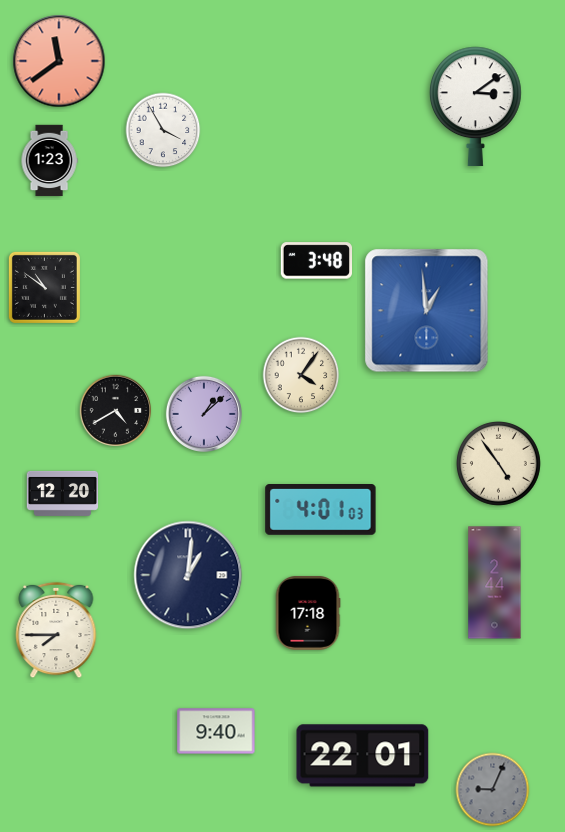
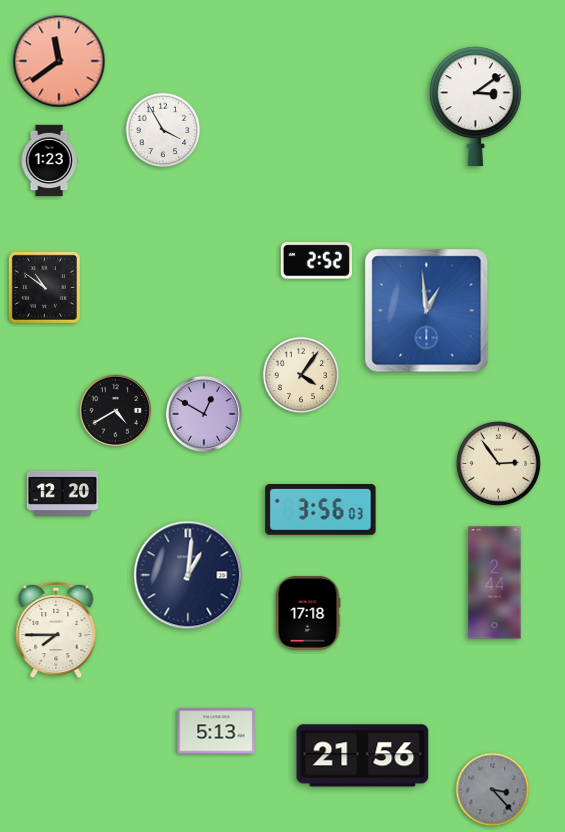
clock at (316, 261): 3:48 -> 2:52
clock at (204, 414): 1:08 -> 12:50
clock at (498, 463): 4:54 -> 2:54
clock at (321, 510): 4:01 -> 3:56
clock at (216, 731): 9:40 -> 5:13
clock at (363, 756): 22:01 -> 21:56
clock at (493, 790): 9:04 -> 3:23
